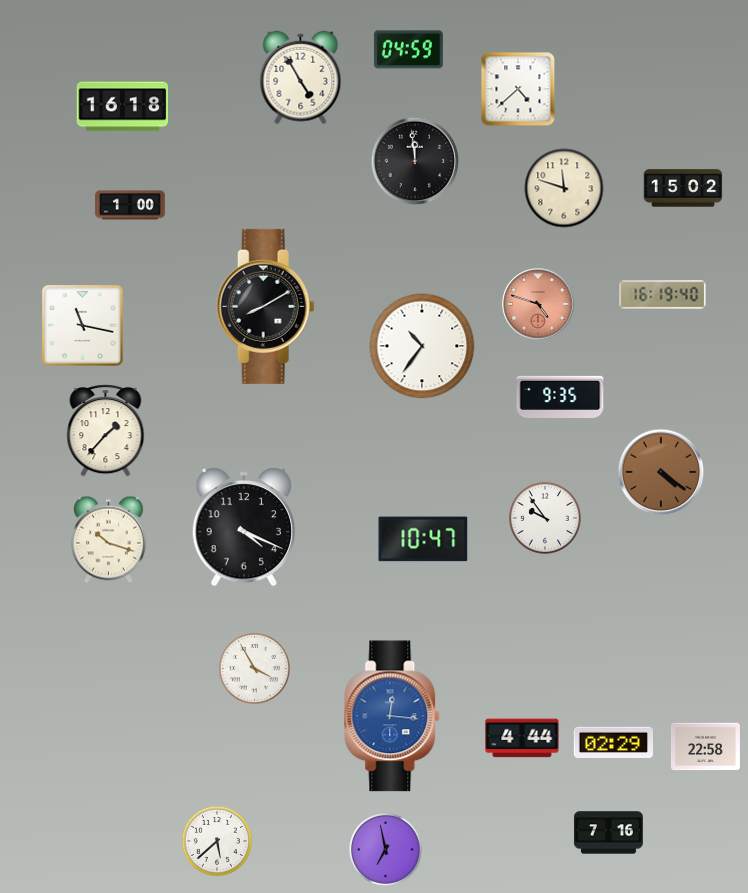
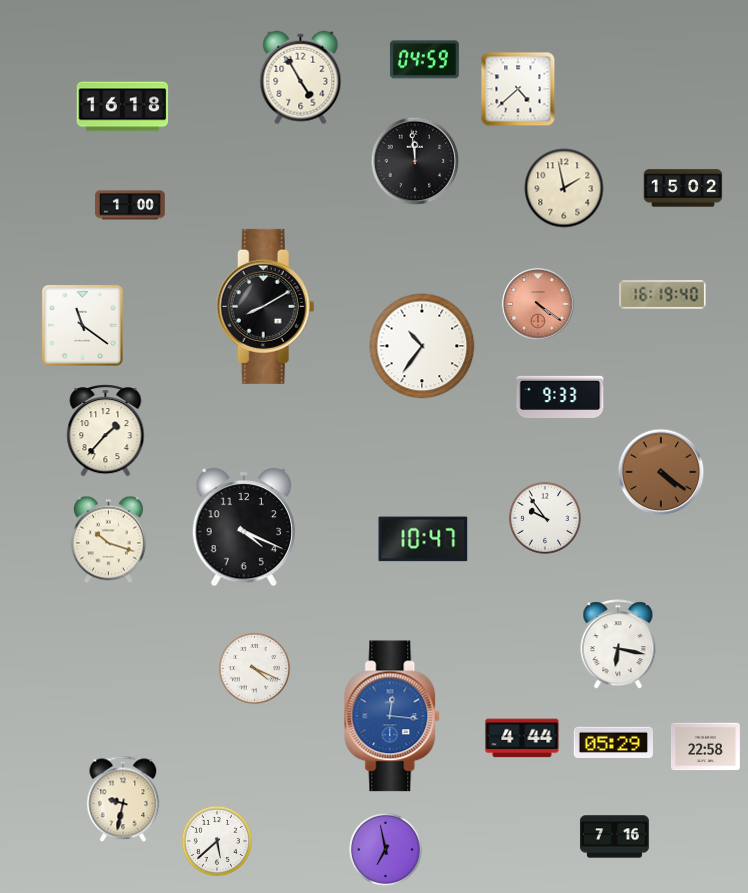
clock at (408, 50) position: (408, 50) -> (424, 60)
clock at (564, 188): 11:48 -> 1:58
clock at (538, 304): 4:48 -> 4:21
clock at (82, 325): 11:17 -> 11:21
clock at (560, 397): 9:35 -> 9:33
clock at (618, 645): none -> 6:17
clock at (254, 668): 3:55 -> 4:19
clock at (613, 742): 02:29 -> 05:29
clock at (123, 799): none -> 9:32
clock at (608, 833) position: (608, 833) -> (614, 837)
